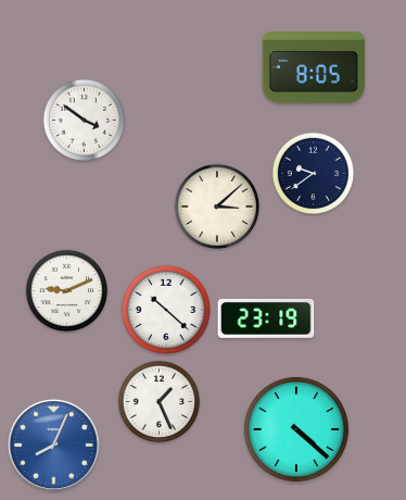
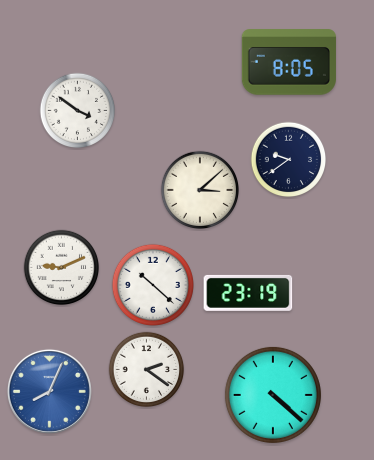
clock at (266, 318) position: (266, 318) -> (248, 293)
clock at (160, 402): 1:26 -> 2:21
clock at (53, 445) position: (53, 445) -> (49, 391)
